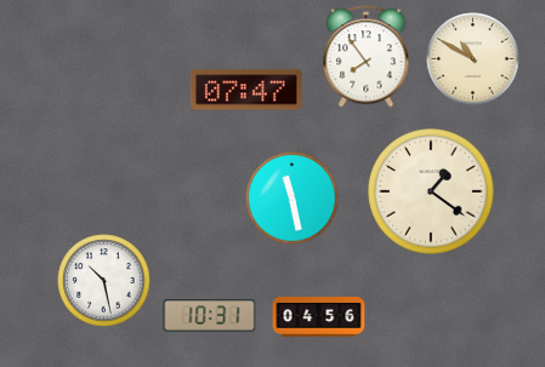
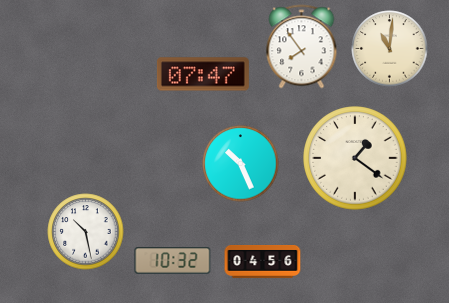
clock at (473, 59): 10:50 -> 11:01
clock at (293, 199): 11:28 -> 10:26
clock at (210, 316): 10:31 -> 10:32
